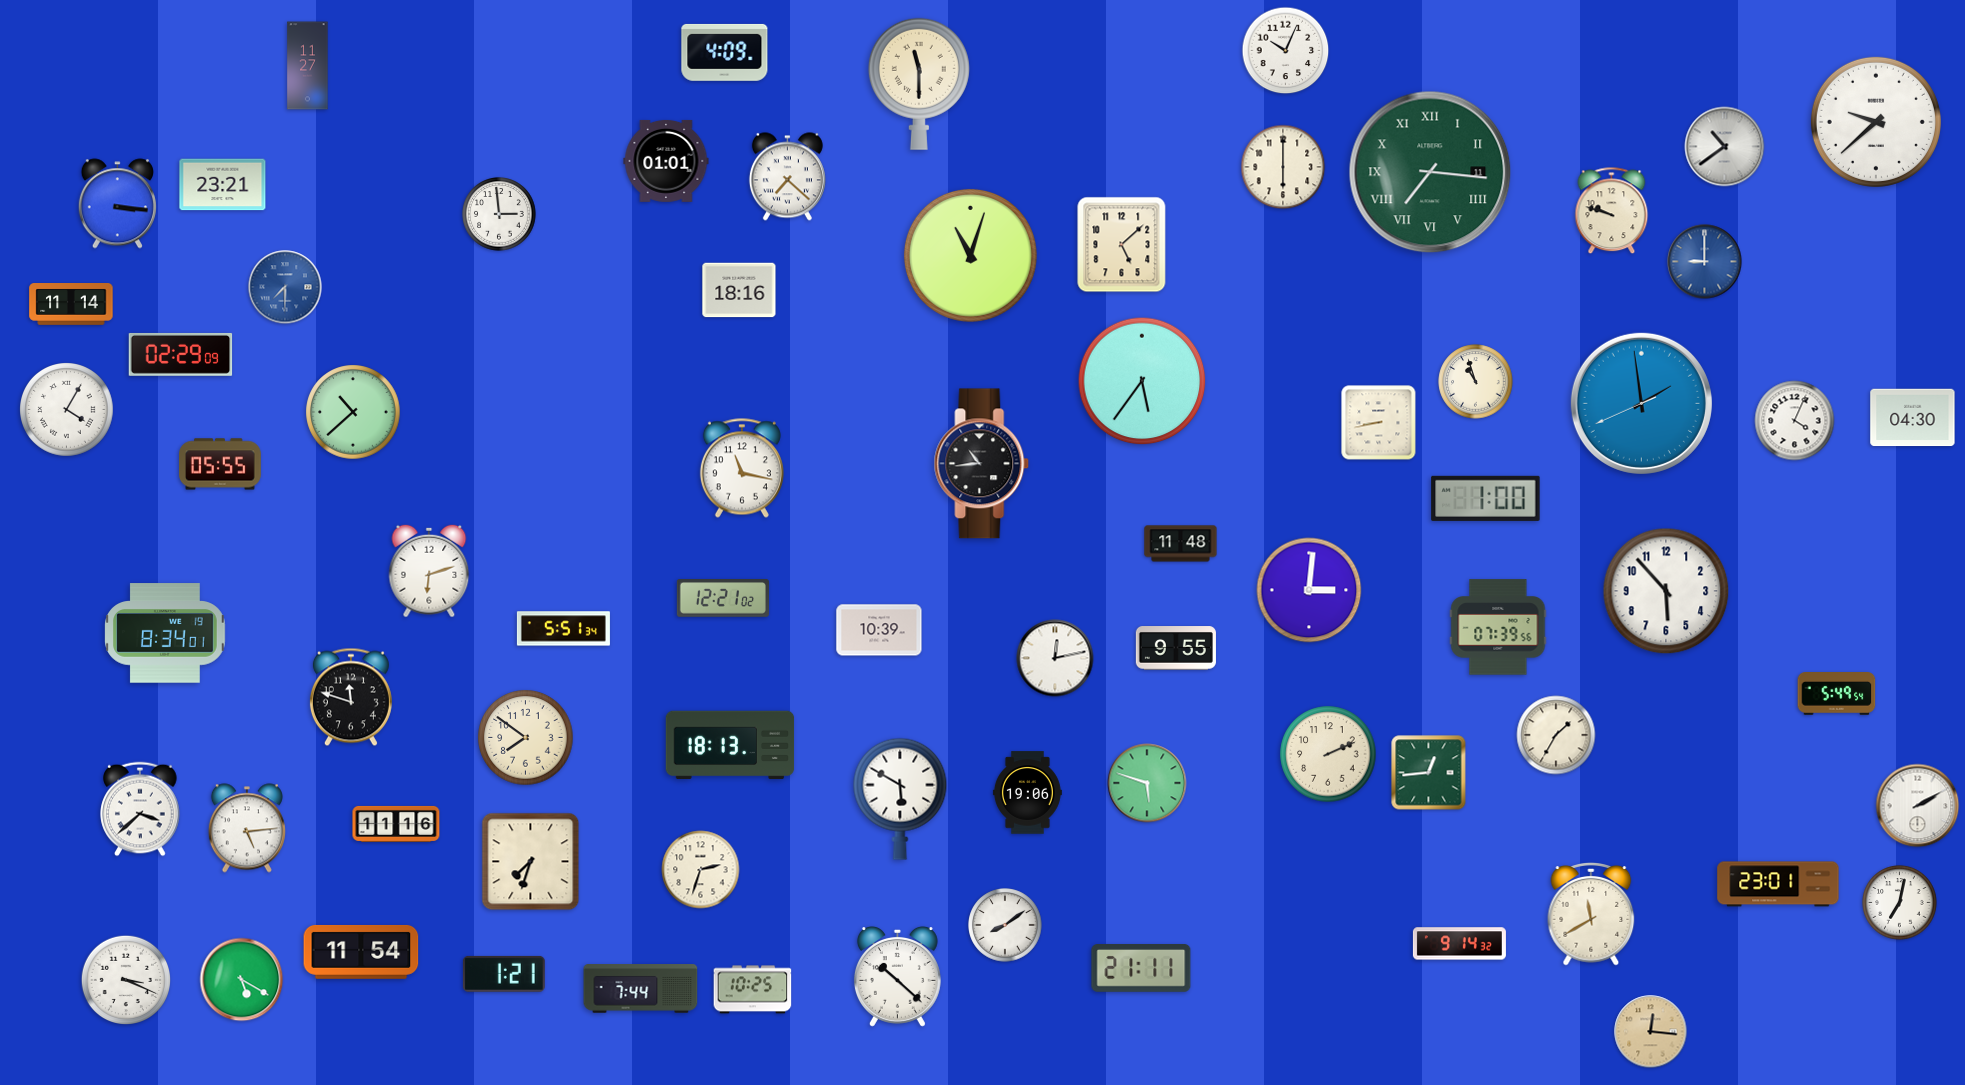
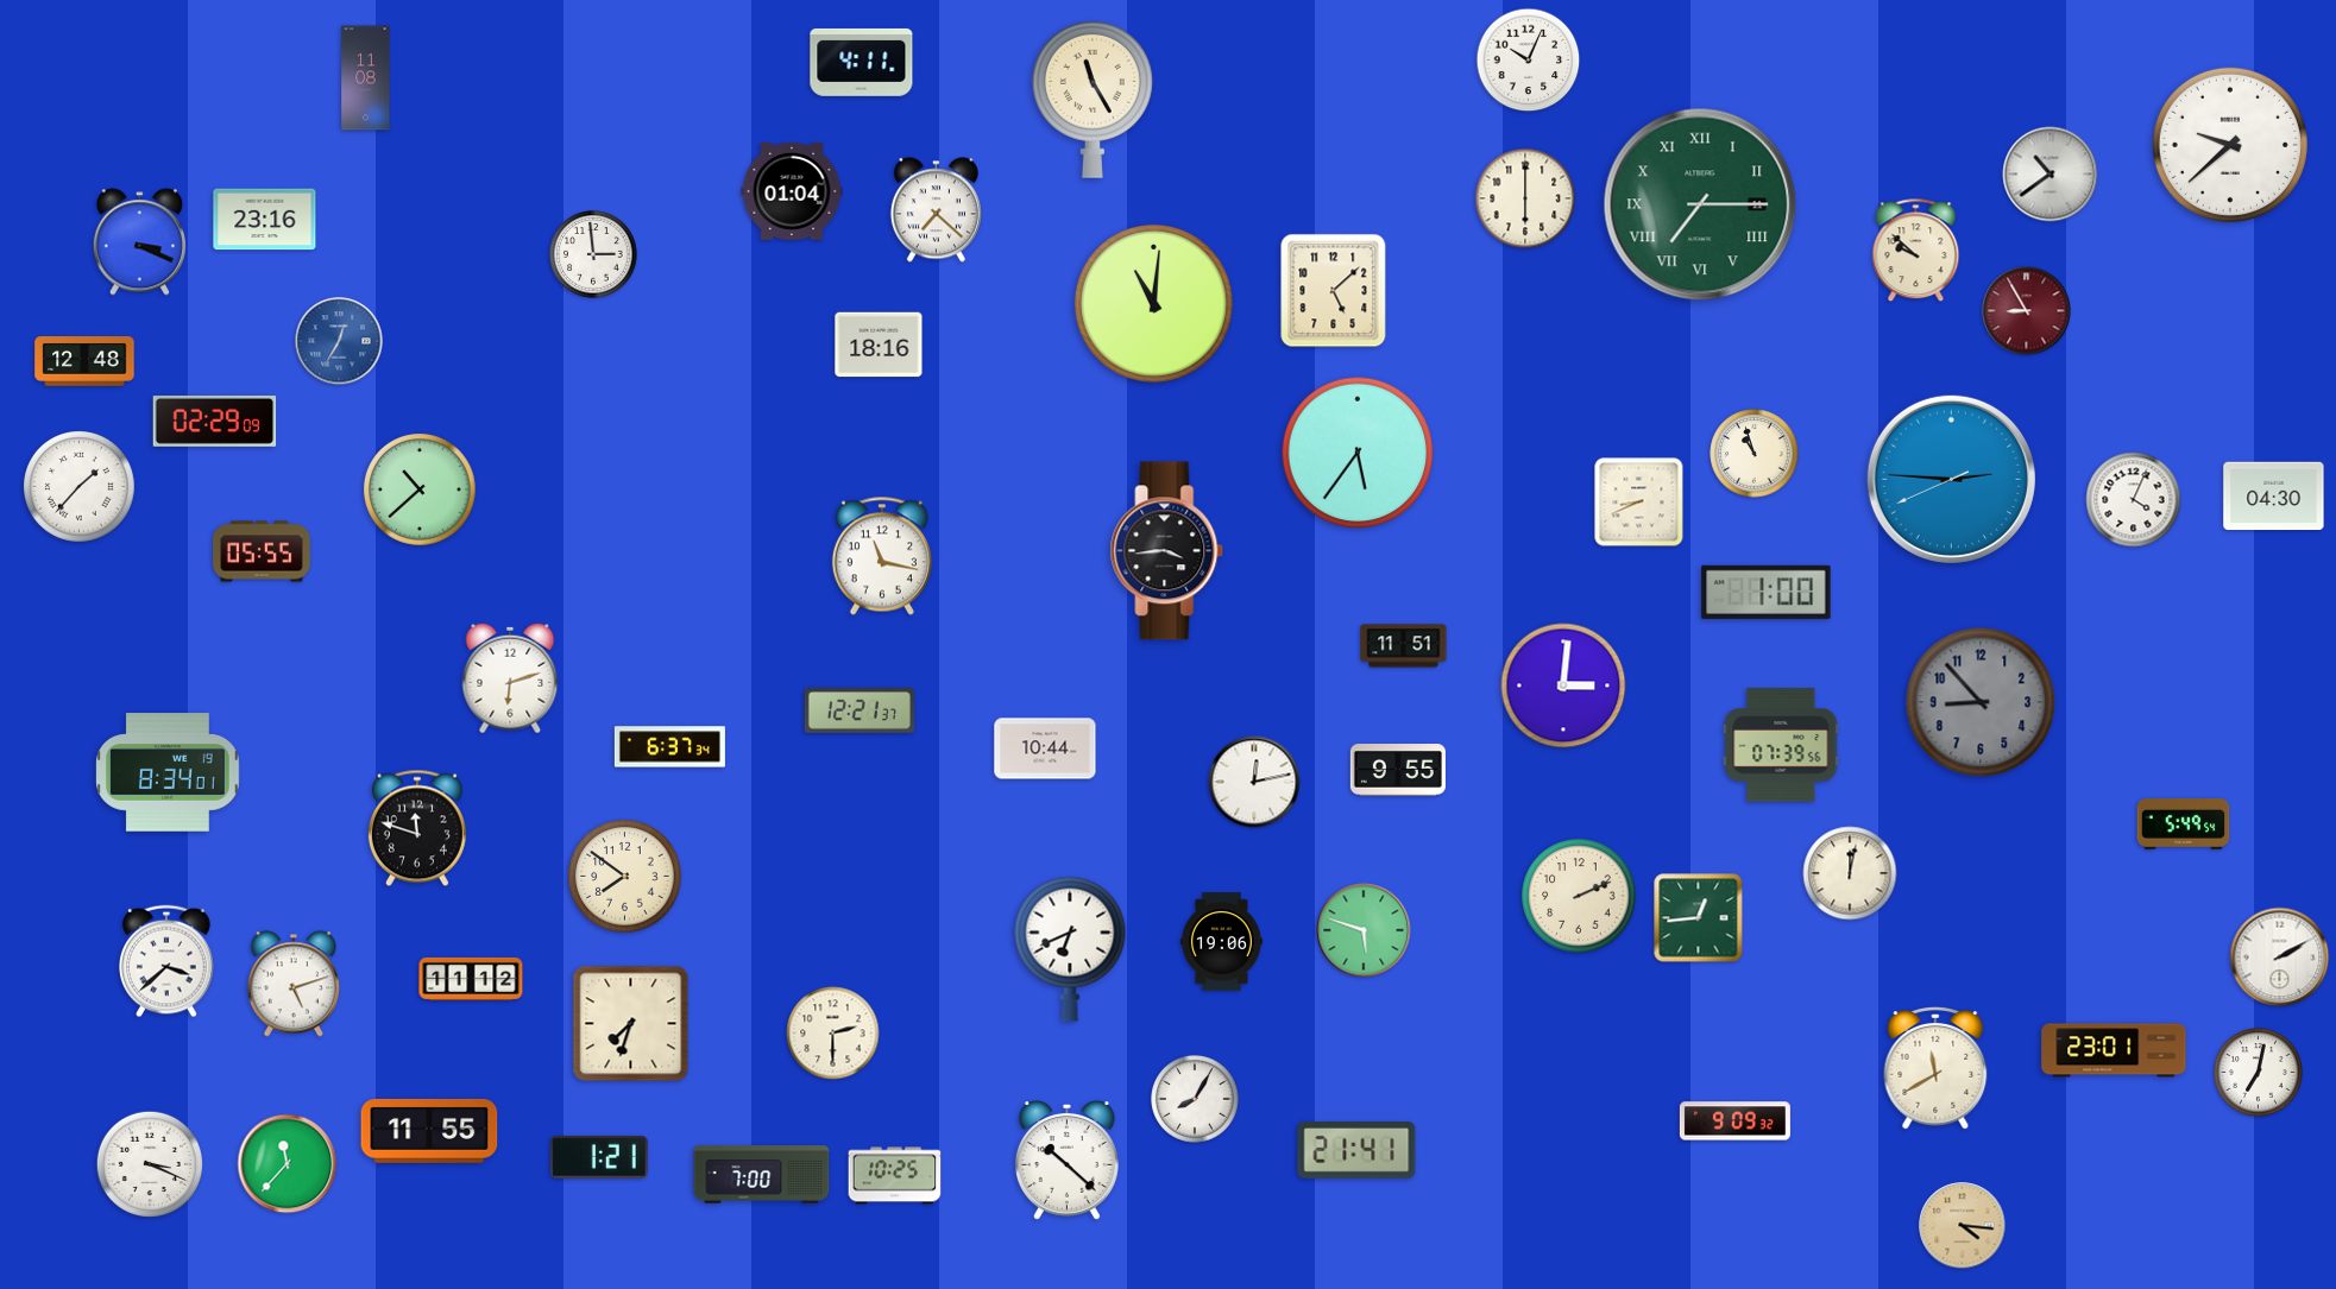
clock at (725, 52): 4:09 -> 4:11
clock at (308, 66): 11:27 -> 11:08
clock at (919, 84): 11:30 -> 11:25
clock at (666, 161): 01:01 -> 01:04
clock at (1430, 172): 7:16 -> 7:15
clock at (223, 185): 23:21 -> 23:16
clock at (117, 204): 3:16 -> 3:19
clock at (1612, 211): 9:48 -> 9:52
clock at (970, 255): 11:03 -> 11:01
clock at (1705, 262): 9:00 -> 8:55
clock at (1705, 262) dial: blue -> burgundy
clock at (285, 287): 7:30 -> 12:35
clock at (71, 305): 11:14 -> 12:48
clock at (1641, 403): 1:58 -> 2:45
clock at (67, 410): 4:05 -> 1:37
clock at (1379, 423): 8:43 -> 8:41
clock at (982, 464): 10:44 -> 3:44
clock at (1181, 544): 11:48 -> 11:51
clock at (1309, 590) position: (1309, 590) -> (1563, 685)
clock at (1666, 591): 5:53 -> 8:53
clock at (1666, 591) dial: white -> grey
clock at (723, 598): 12:21:02 -> 12:21:37
clock at (563, 629): 5:51 -> 6:37
clock at (879, 630): 10:39 -> 10:44
clock at (166, 633) position: (166, 633) -> (169, 772)
clock at (1556, 735): 1:35 -> 12:02
clock at (730, 745): 18:13 -> none
clock at (900, 799): 5:50 -> 6:41
clock at (396, 824): 11:16 -> 11:12
clock at (247, 828): 5:14 -> 5:12
clock at (701, 870): 2:33 -> 2:30
clock at (1591, 915) position: (1591, 915) -> (1935, 1069)
clock at (1005, 925): 8:09 -> 8:05
clock at (1459, 944): 9:14 -> 9:09
clock at (361, 952): 11:54 -> 11:55
clock at (1141, 969): 21:11 -> 21:41
clock at (242, 980): 5:20 -> 11:37
clock at (641, 989): 7:44 -> 7:00
clock at (1651, 1032): 12:16 -> 4:16
